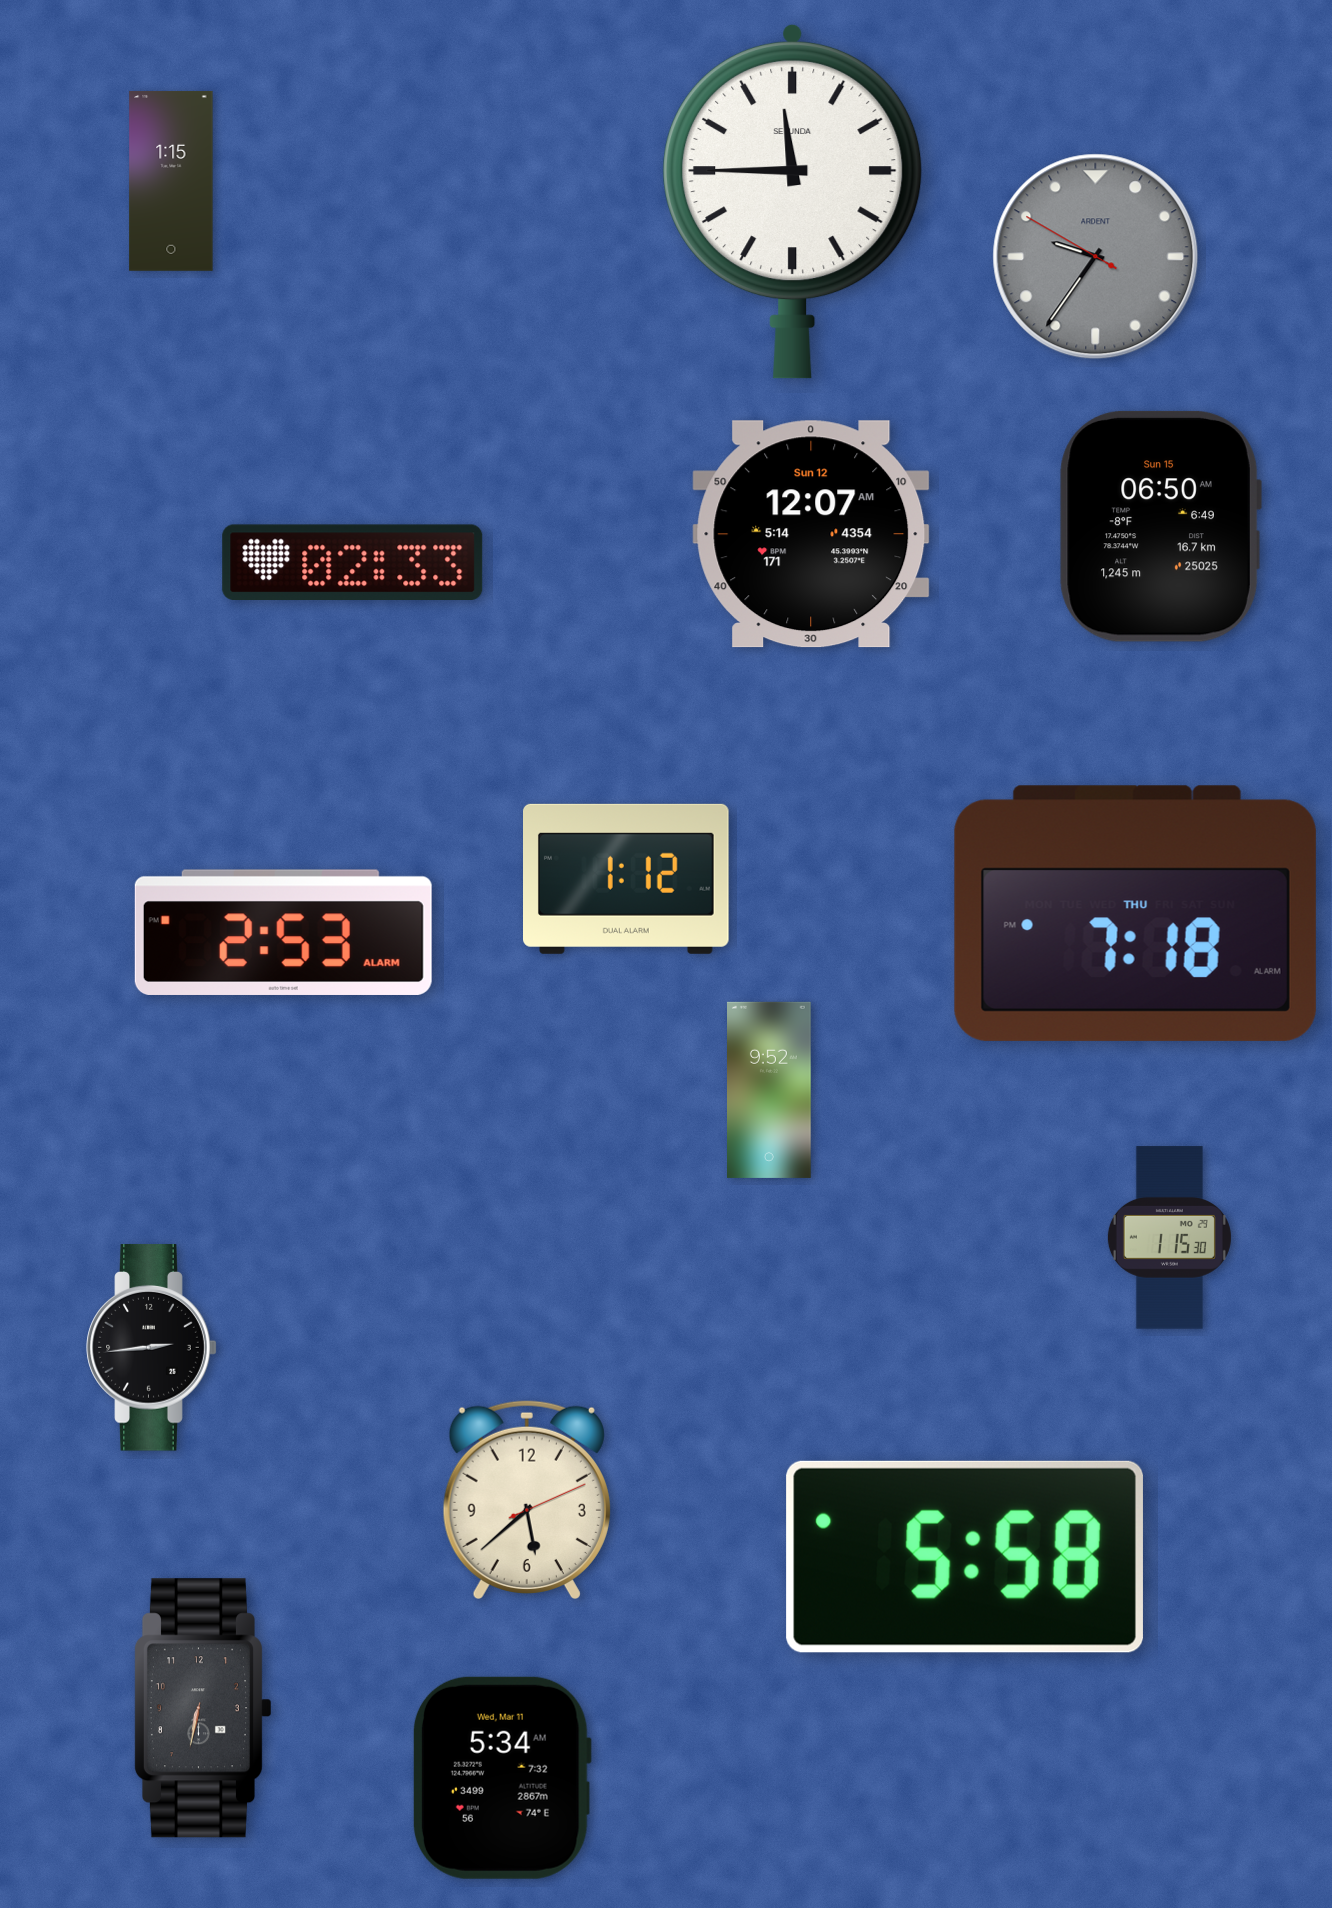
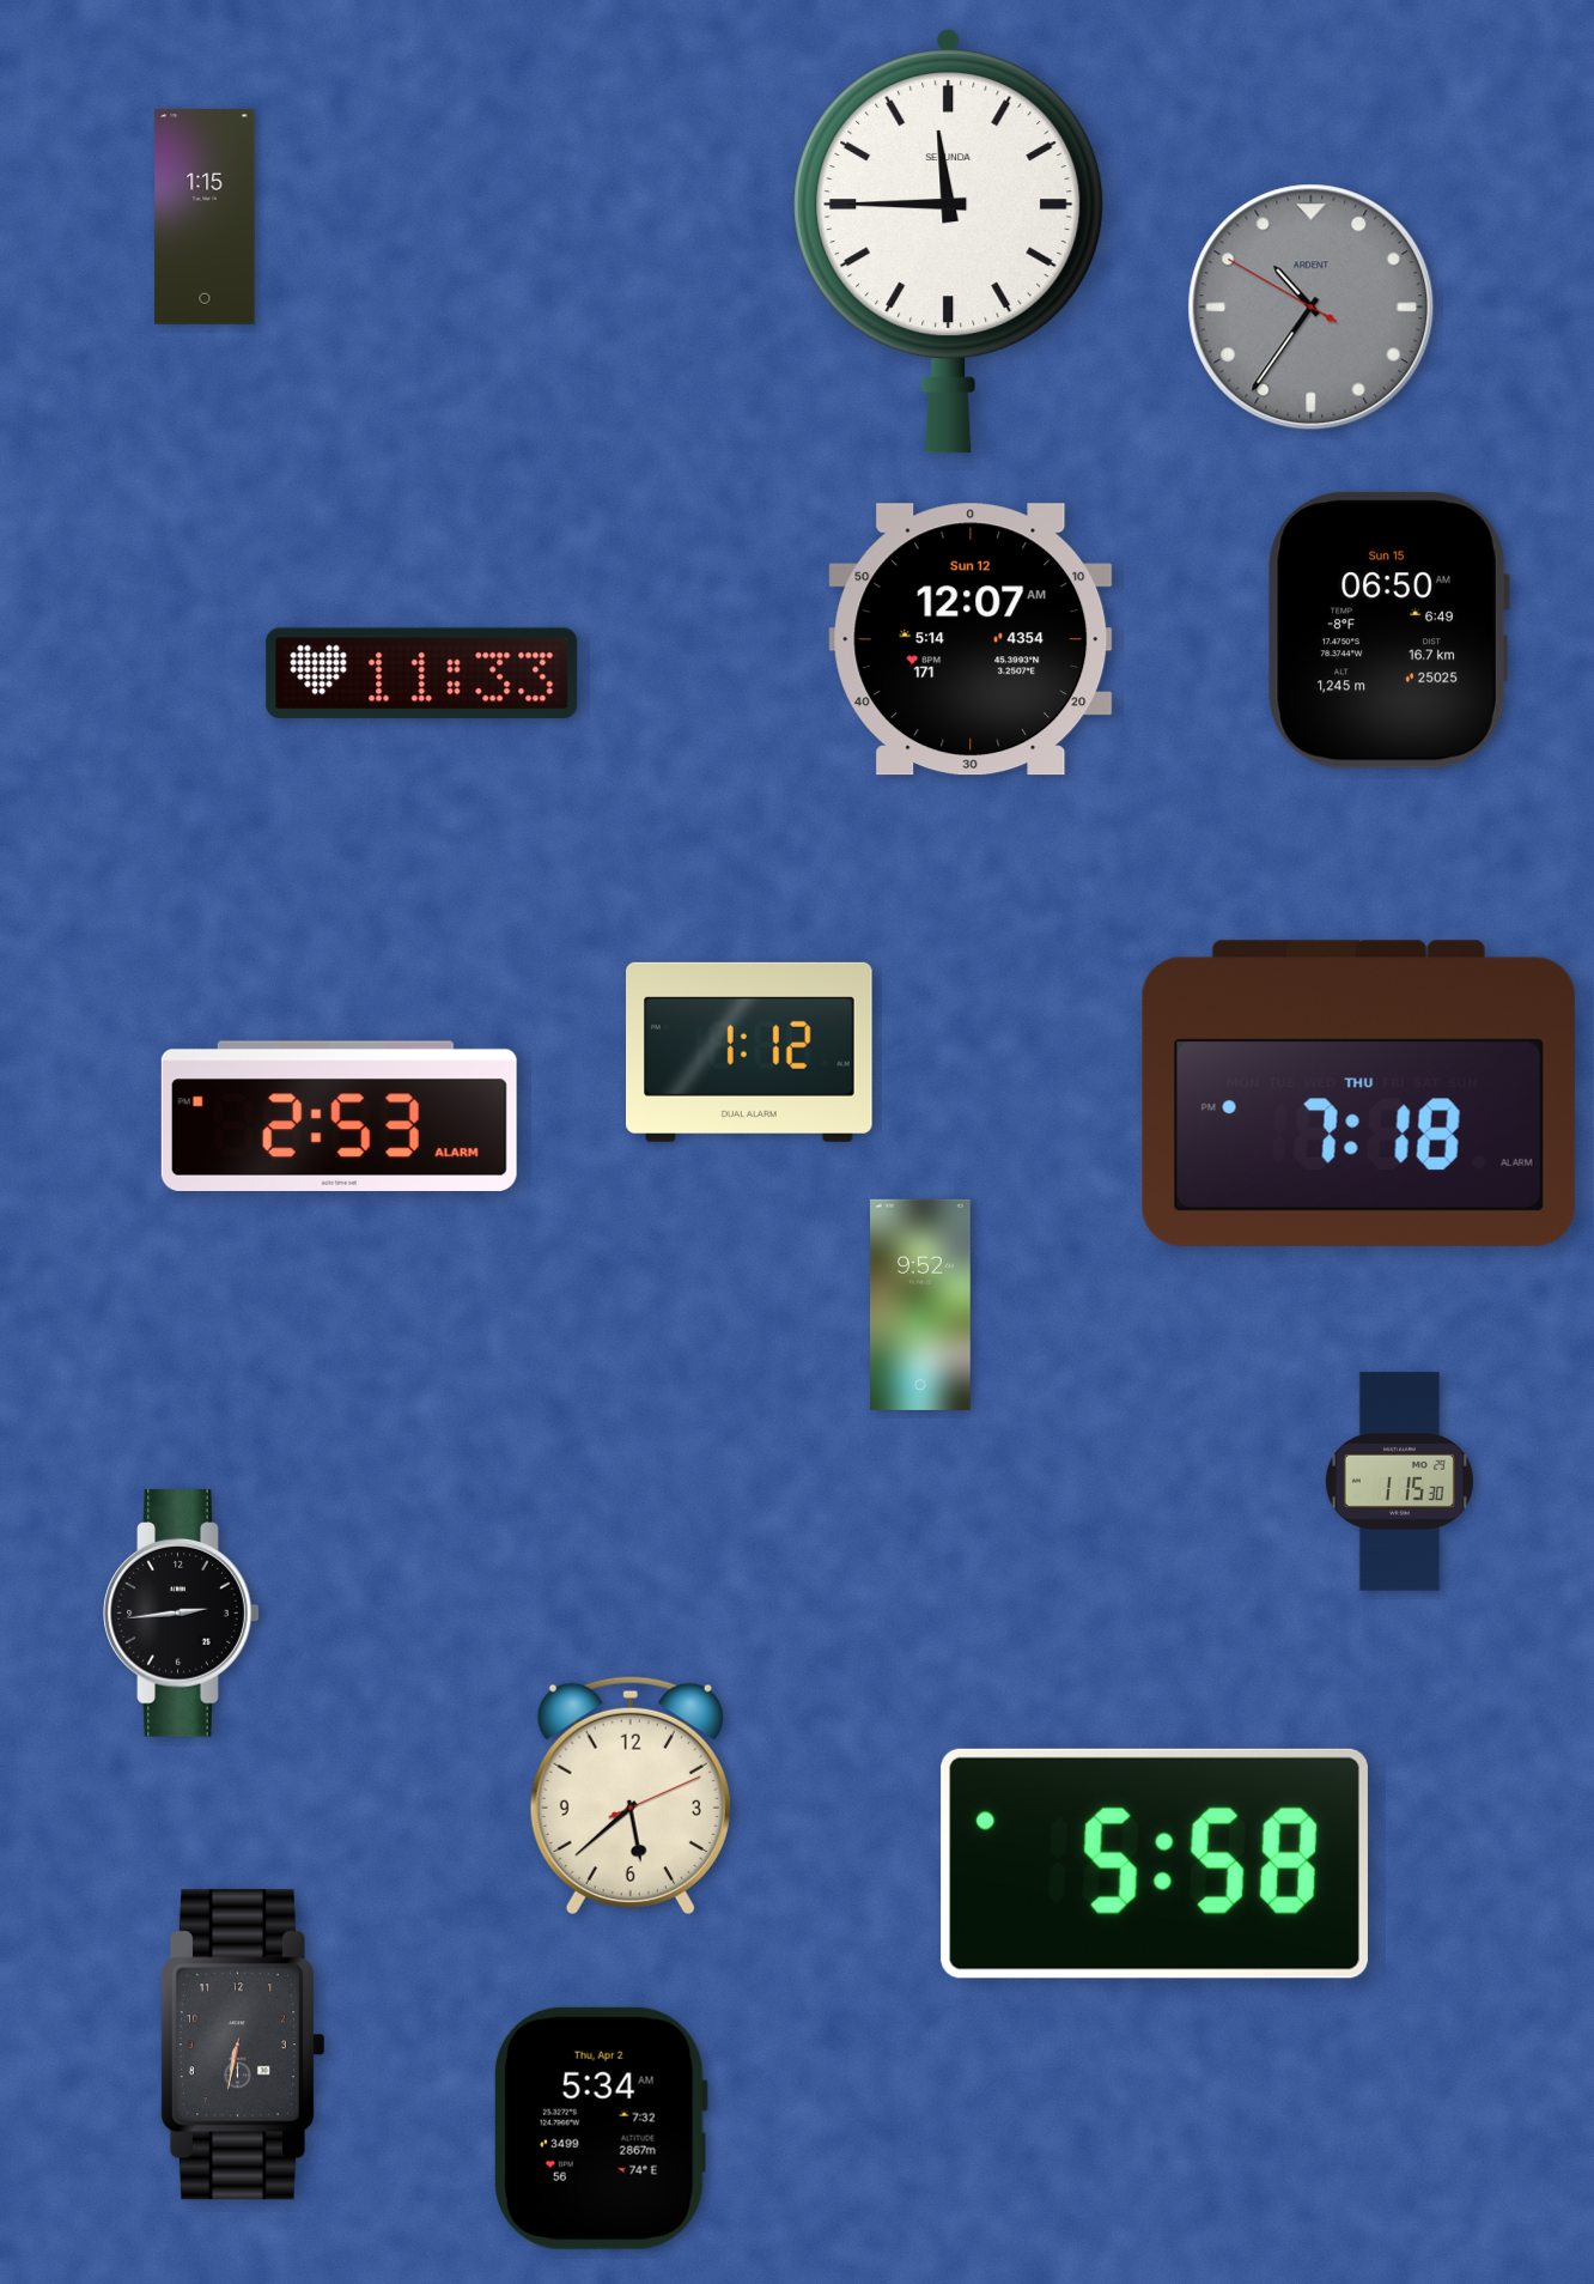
clock at (1096, 257): 9:35 -> 10:35
clock at (353, 562): 02:33 -> 11:33
clock at (502, 1778) date: Wed, Mar 11 -> Thu, Apr 2
